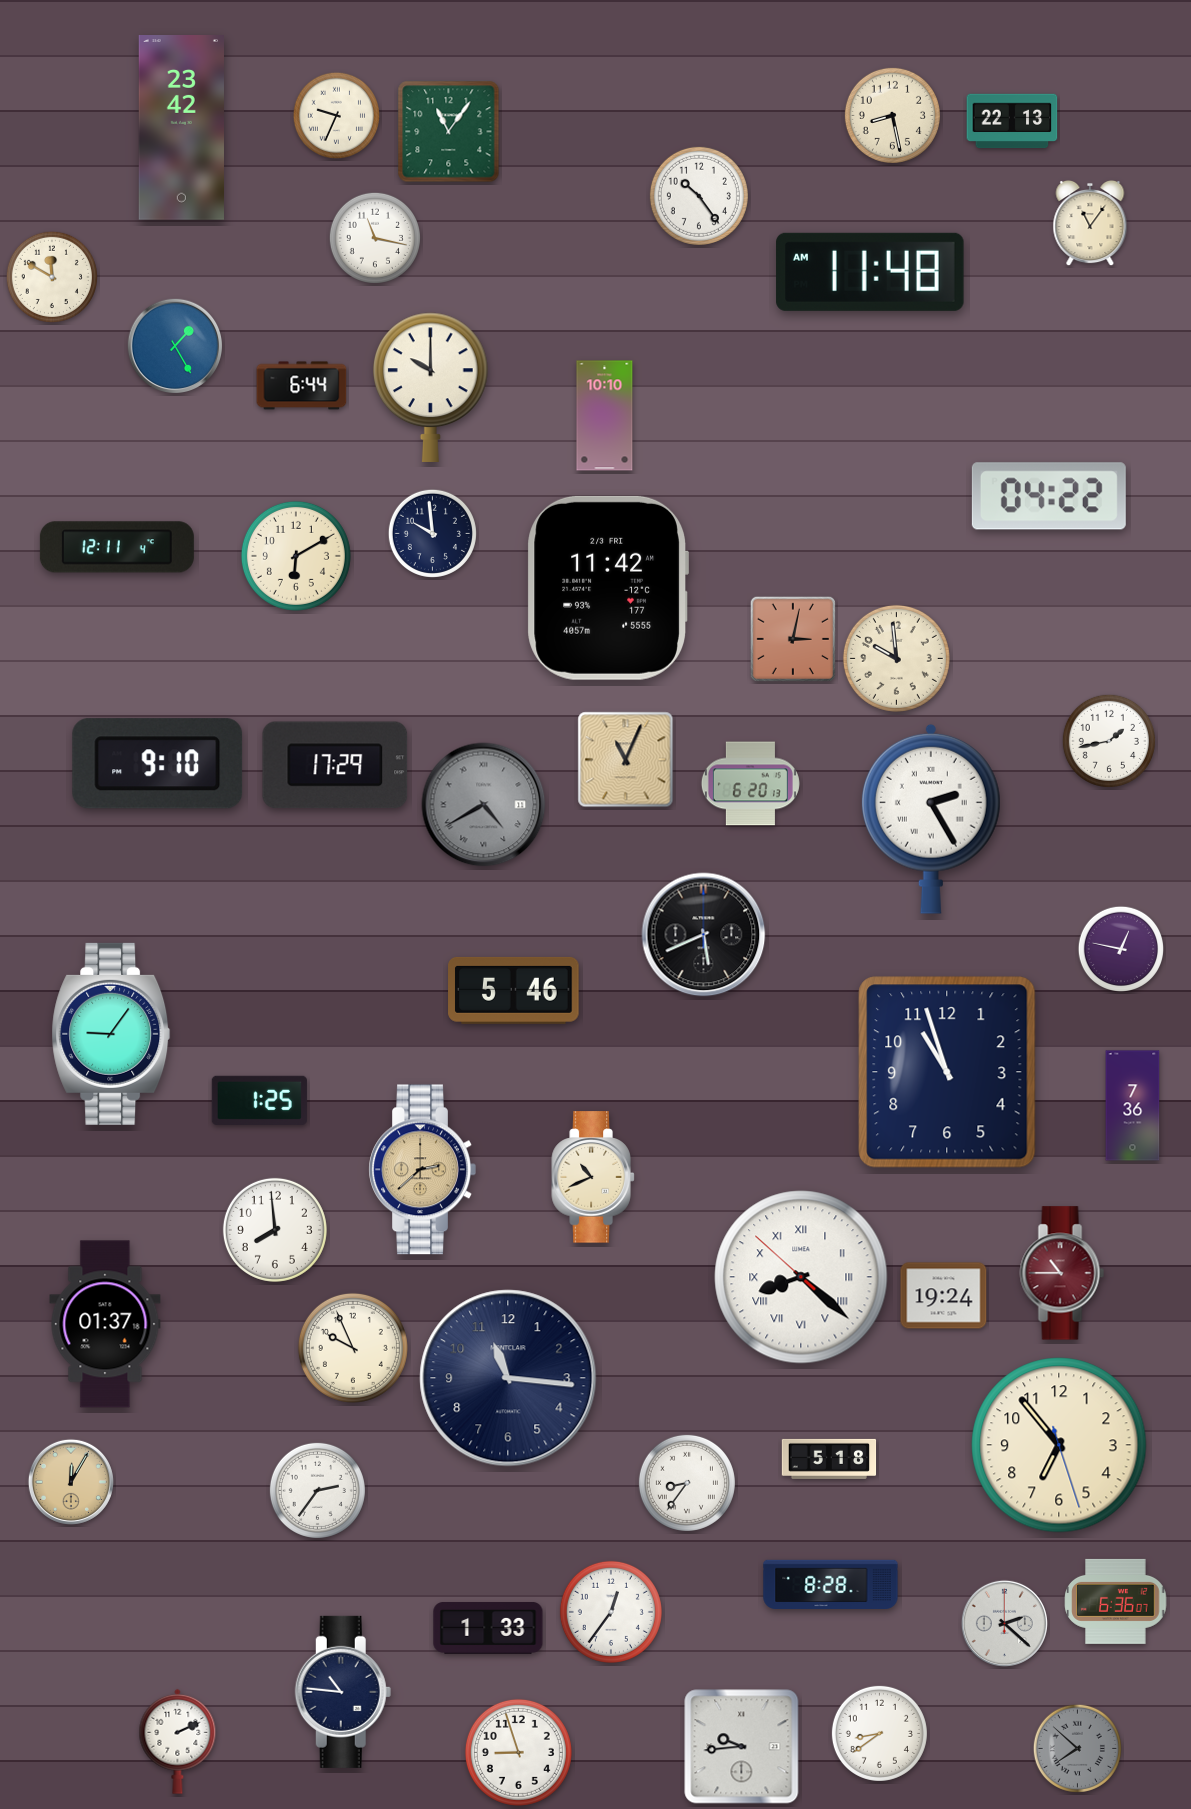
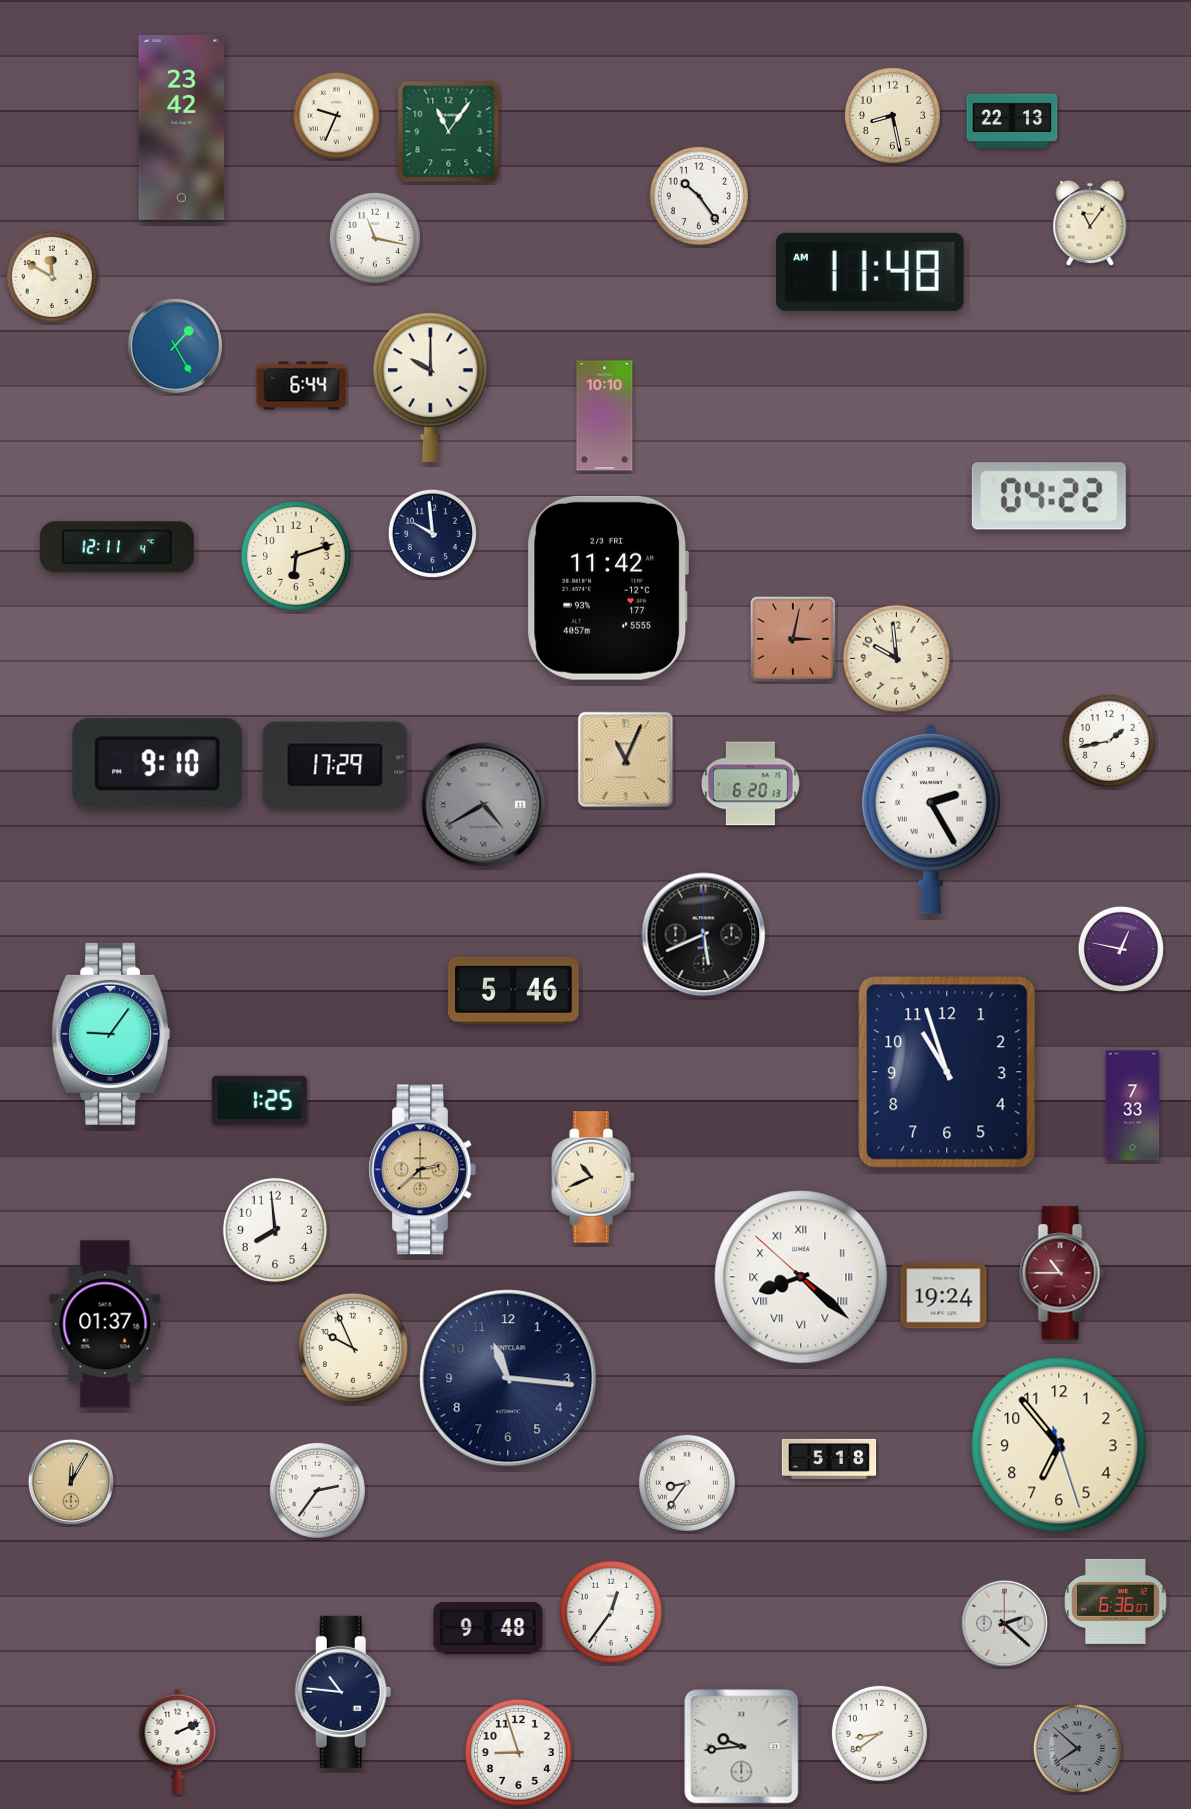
clock at (296, 556): 6:10 -> 6:12
clock at (1133, 1106): 7:36 -> 7:33
clock at (831, 1584): 8:28 -> none
clock at (488, 1629): 1:33 -> 9:48
